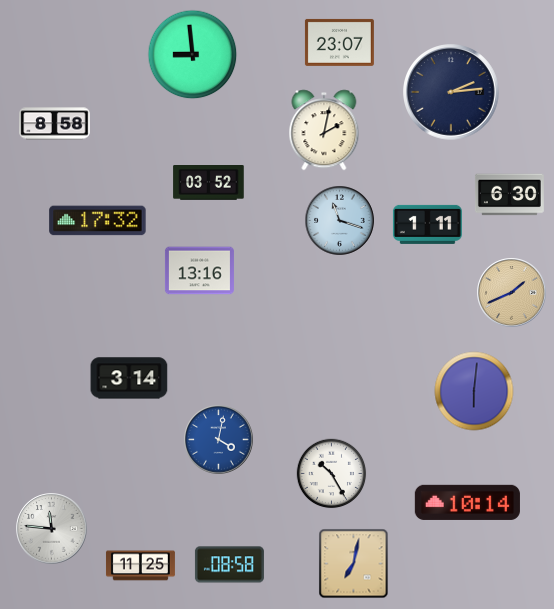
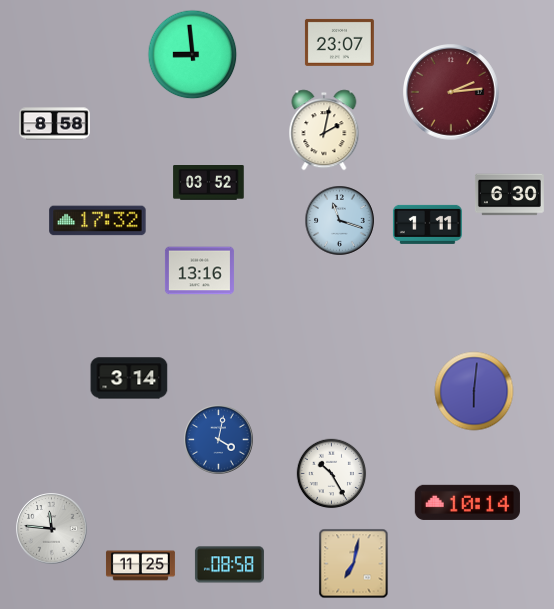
clock at (452, 93) dial: navy -> burgundy
clock at (512, 293): 1:41 -> none
